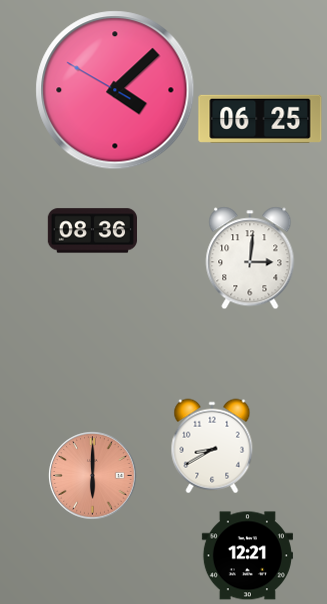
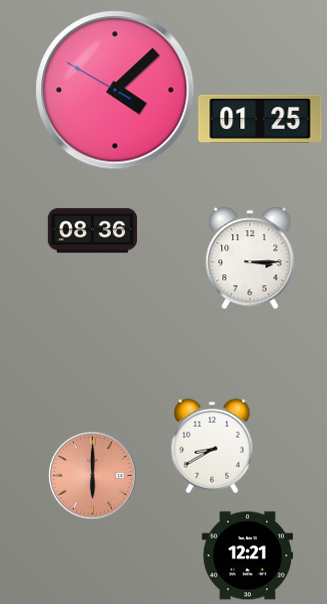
clock at (260, 119): 06:25 -> 01:25
clock at (250, 258): 3:01 -> 3:15
